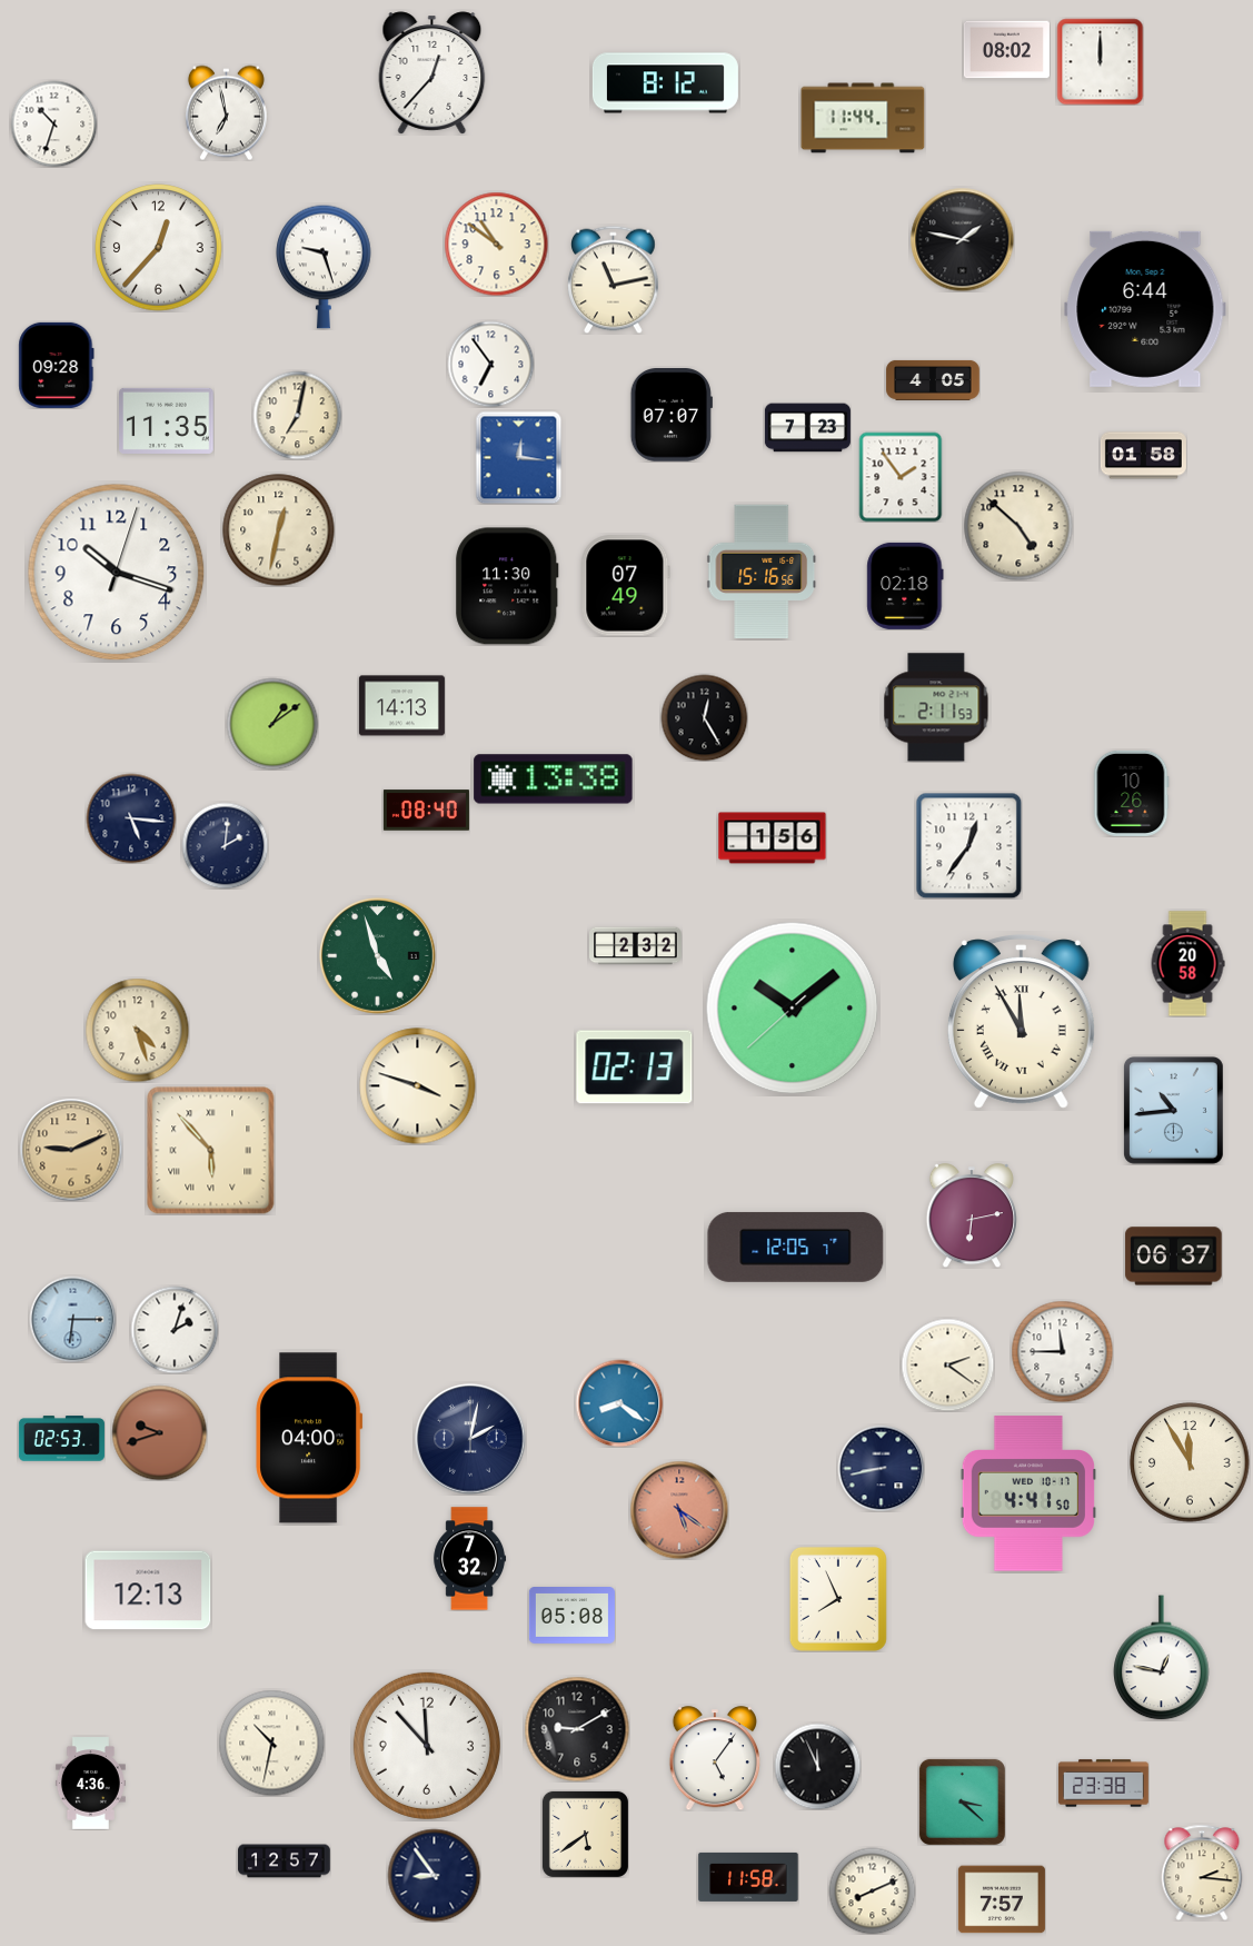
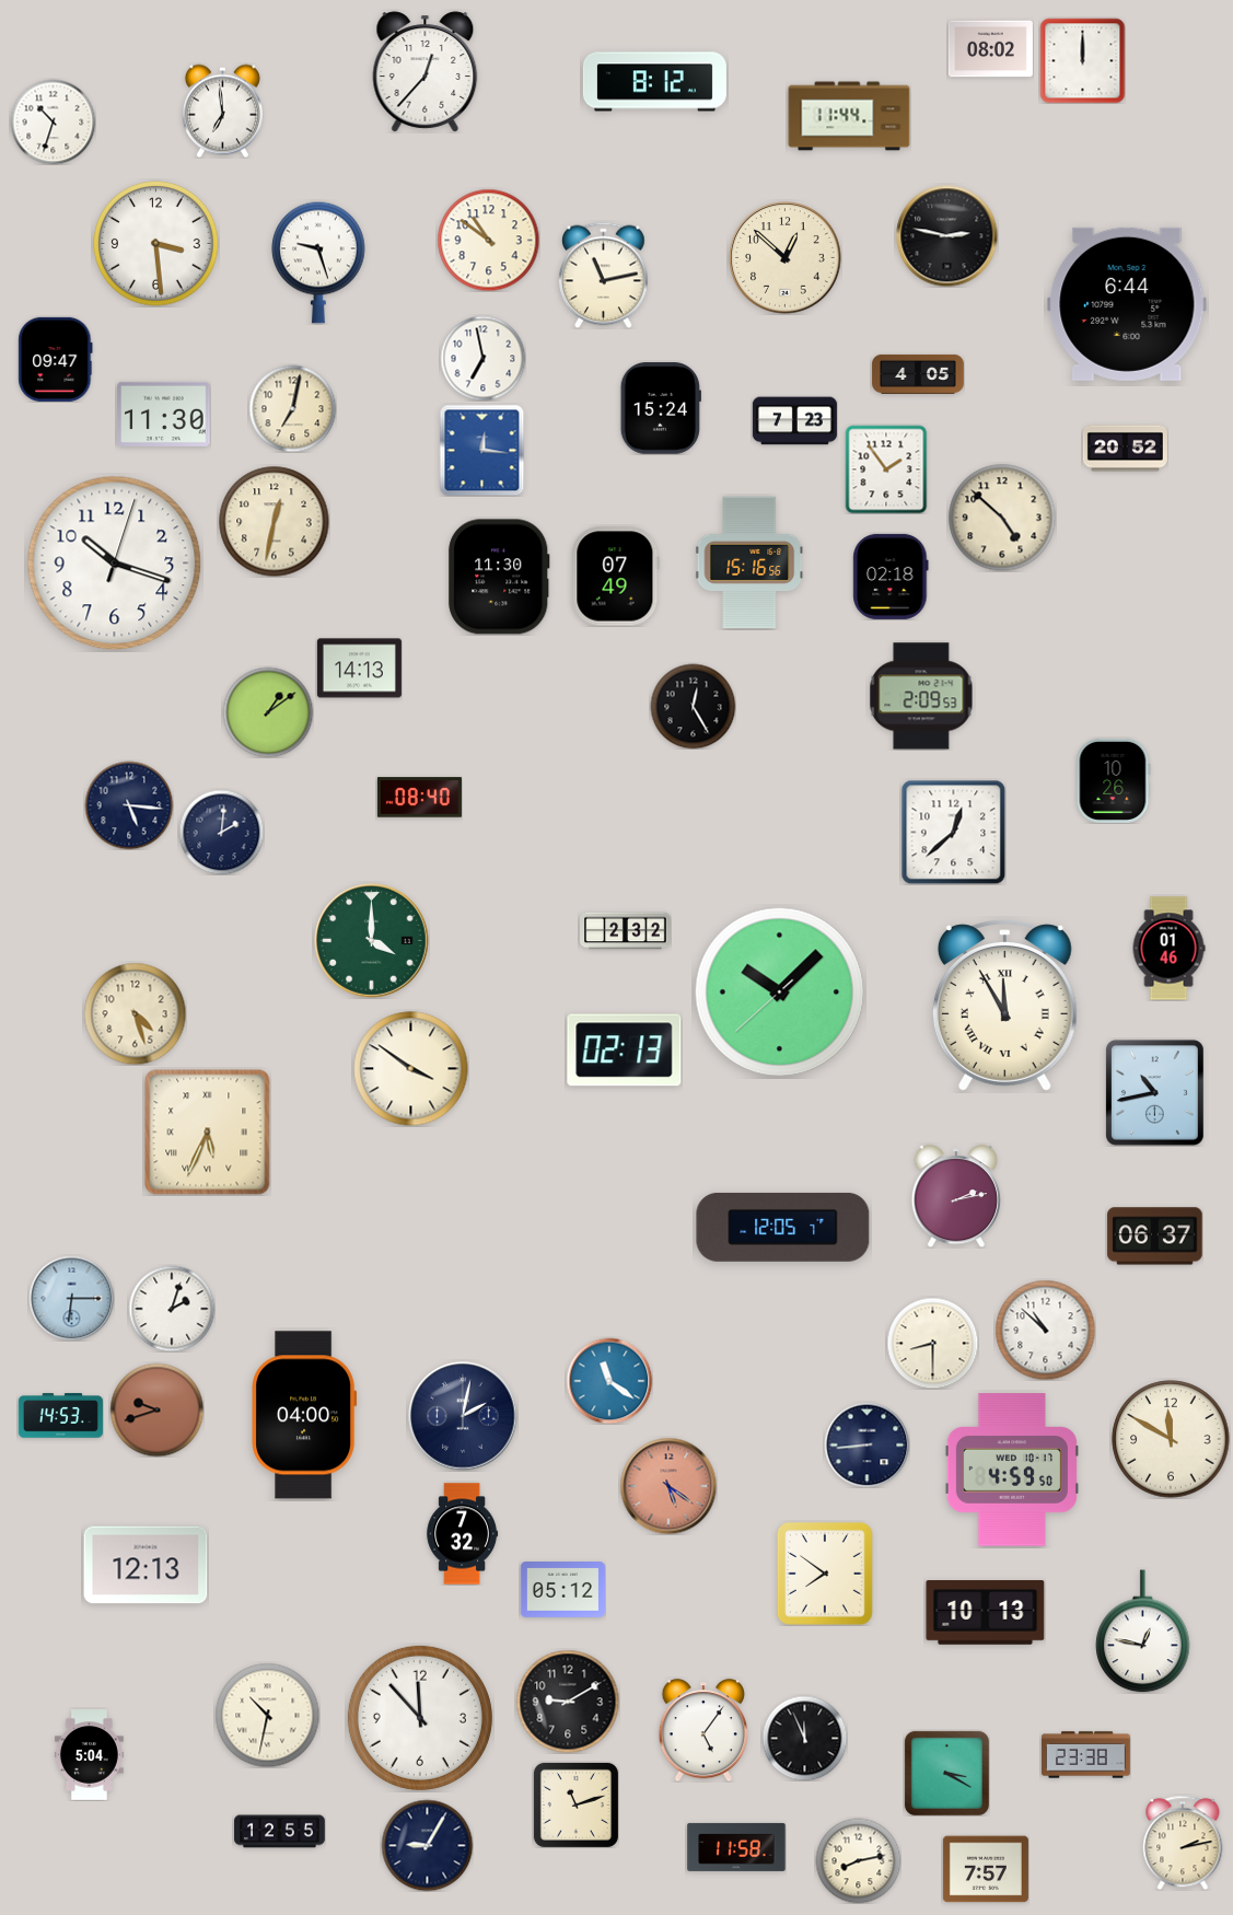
clock at (226, 112): 6:58 -> 6:59
clock at (962, 239): 1:47 -> 2:47
clock at (159, 248): 12:37 -> 3:29
clock at (786, 258): none -> 12:52
clock at (490, 364): 6:54 -> 6:58
clock at (57, 365): 09:28 -> 09:47
clock at (672, 415): 07:07 -> 15:24
clock at (167, 420): 11:35 -> 11:30
clock at (1143, 456): 01:58 -> 20:52
clock at (519, 457) position: (519, 457) -> (482, 450)
clock at (401, 706) position: (401, 706) -> (359, 669)
clock at (936, 707): 2:11 -> 2:09
clock at (554, 780): 13:38 -> none
clock at (773, 838): 1:56 -> none
clock at (968, 845): 12:36 -> 12:38
clock at (378, 956): 4:57 -> 4:00
clock at (1187, 964): 20:58 -> 01:46
clock at (793, 1009): 10:08 -> 10:07
clock at (418, 1086): 3:48 -> 3:51
clock at (1173, 1110): 10:44 -> 10:43
clock at (71, 1150): 9:11 -> none
clock at (211, 1151): 5:53 -> 5:34
clock at (972, 1215): 6:13 -> 2:13
clock at (1062, 1351): 11:45 -> 10:52
clock at (947, 1364): 2:21 -> 8:30
clock at (619, 1403): 8:21 -> 11:21
clock at (61, 1439): 02:53 -> 14:53
clock at (1190, 1462): 11:55 -> 11:50
clock at (881, 1468): 8:43 -> 8:44
clock at (1028, 1493): 4:41 -> 4:59
clock at (838, 1599): 7:56 -> 7:51
clock at (571, 1616): 05:08 -> 05:12
clock at (986, 1613): none -> 10:13
clock at (90, 1784): 4:36 -> 5:04
clock at (962, 1801): 3:22 -> 3:20
clock at (585, 1834): 5:39 -> 11:12
clock at (285, 1861): 12:57 -> 12:55
clock at (1202, 1873): 2:16 -> 2:13
clock at (434, 1875): 8:54 -> 9:05
clock at (872, 1890): 8:11 -> 8:13
